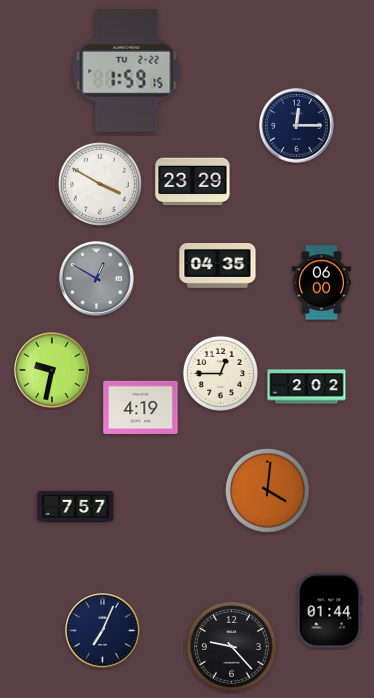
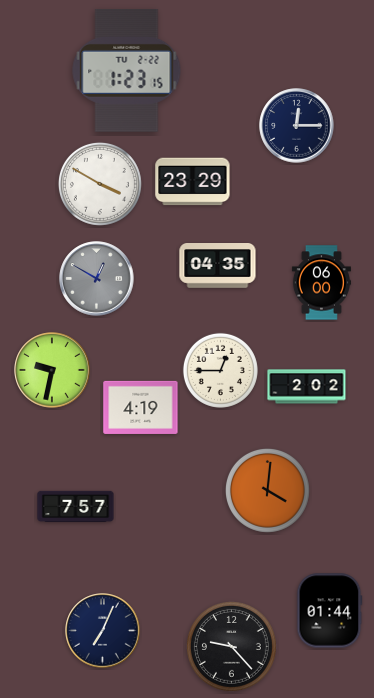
clock at (127, 71): 1:59 -> 1:23
clock at (220, 373) position: (220, 373) -> (220, 370)
